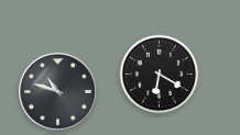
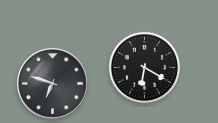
clock at (57, 91): 10:48 -> 6:48
